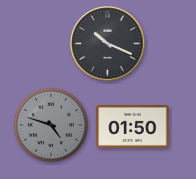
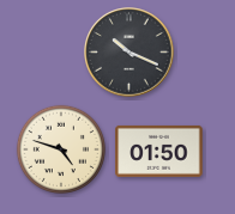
clock at (51, 125) dial: grey -> cream
